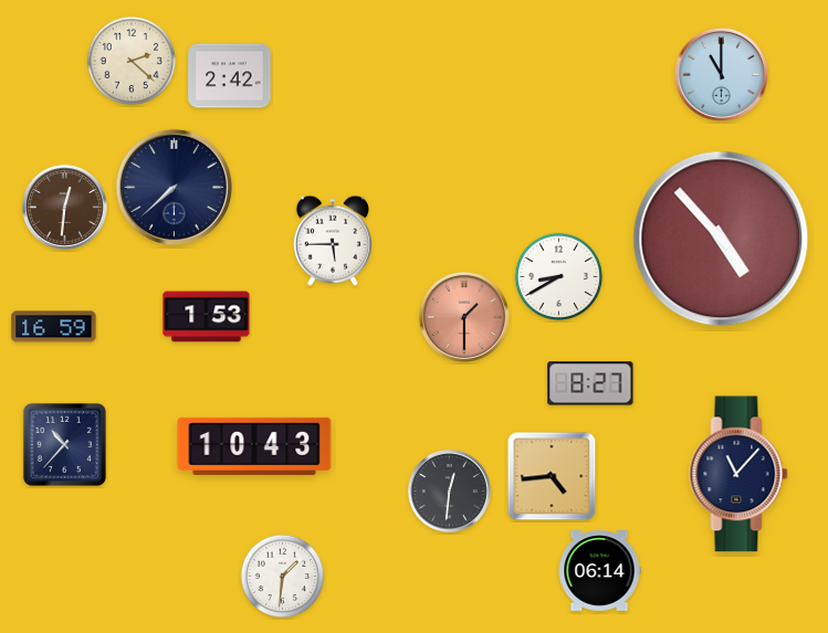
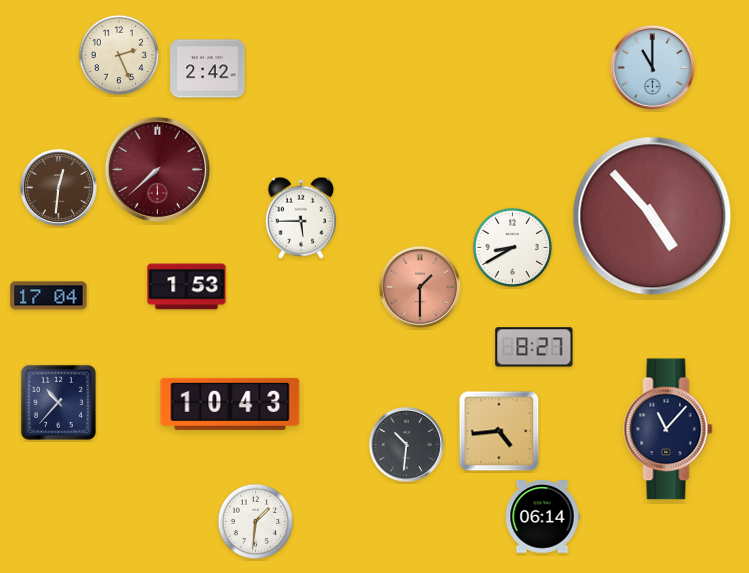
clock at (130, 60): 2:22 -> 2:26
clock at (174, 187) dial: navy -> burgundy
clock at (558, 276) position: (558, 276) -> (512, 247)
clock at (54, 327): 16:59 -> 17:04
clock at (449, 490): 12:31 -> 10:31
